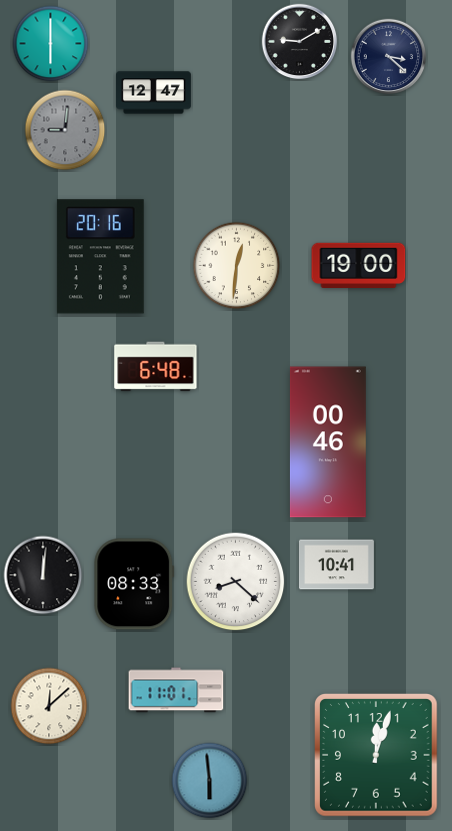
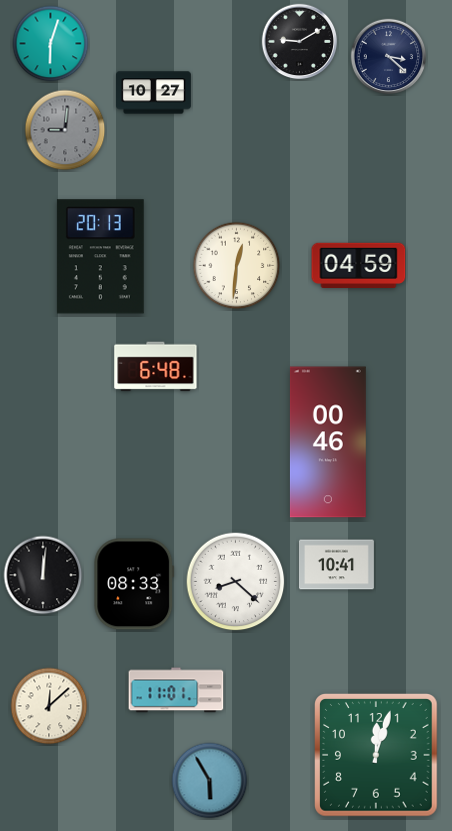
clock at (51, 44): 6:00 -> 6:03
clock at (154, 93): 12:47 -> 10:27
clock at (100, 257): 20:16 -> 20:13
clock at (359, 265): 19:00 -> 04:59
clock at (210, 781): 5:59 -> 5:55
